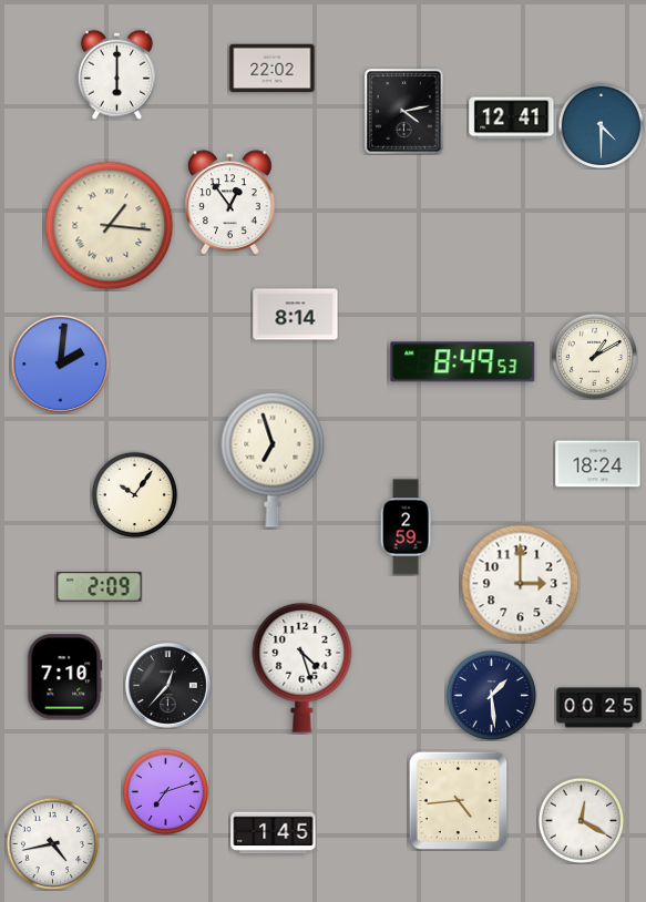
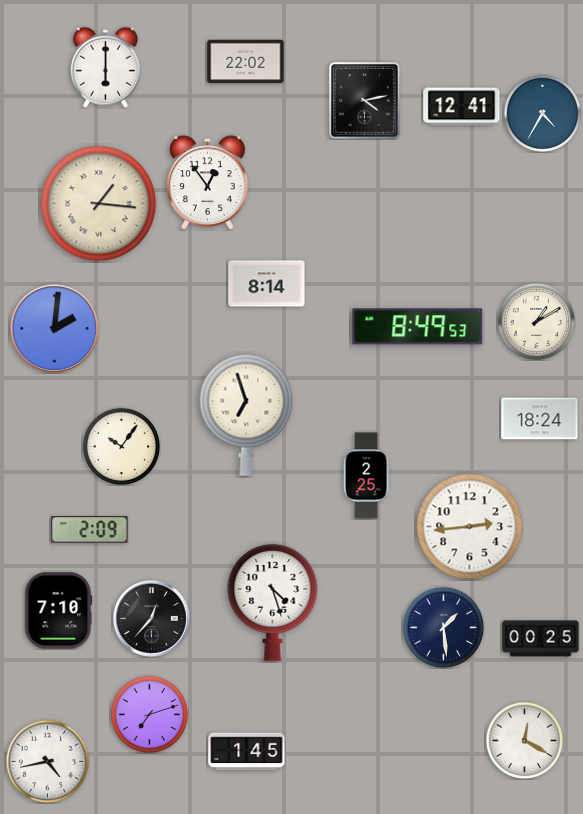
clock at (601, 125): 4:30 -> 4:35
clock at (406, 527): 2:59 -> 2:25
clock at (521, 584): 3:00 -> 2:44
clock at (458, 800): 4:44 -> none
